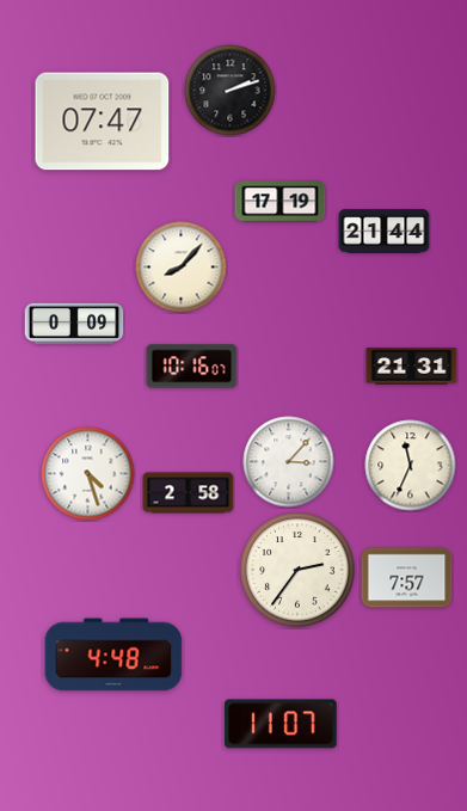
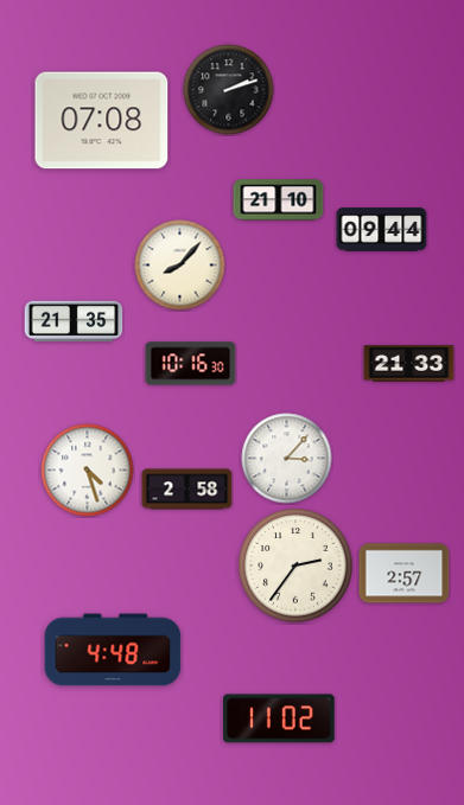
clock at (103, 122): 07:47 -> 07:08
clock at (281, 202): 17:19 -> 21:10
clock at (385, 232): 21:44 -> 09:44
clock at (74, 324): 0:09 -> 21:35
clock at (192, 367): 10:16:07 -> 10:16:30
clock at (412, 367): 21:31 -> 21:33
clock at (411, 466): 11:34 -> none
clock at (407, 578): 7:57 -> 2:57
clock at (282, 724): 11:07 -> 11:02
